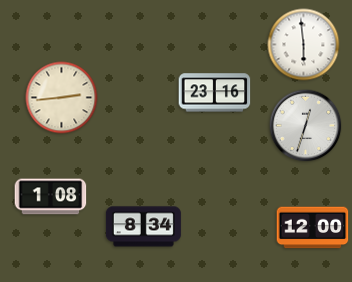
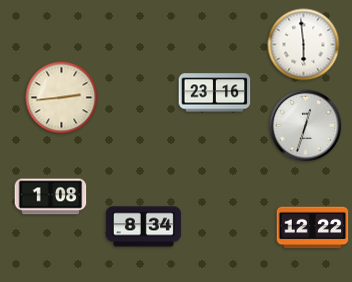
clock at (313, 228): 12:00 -> 12:22
